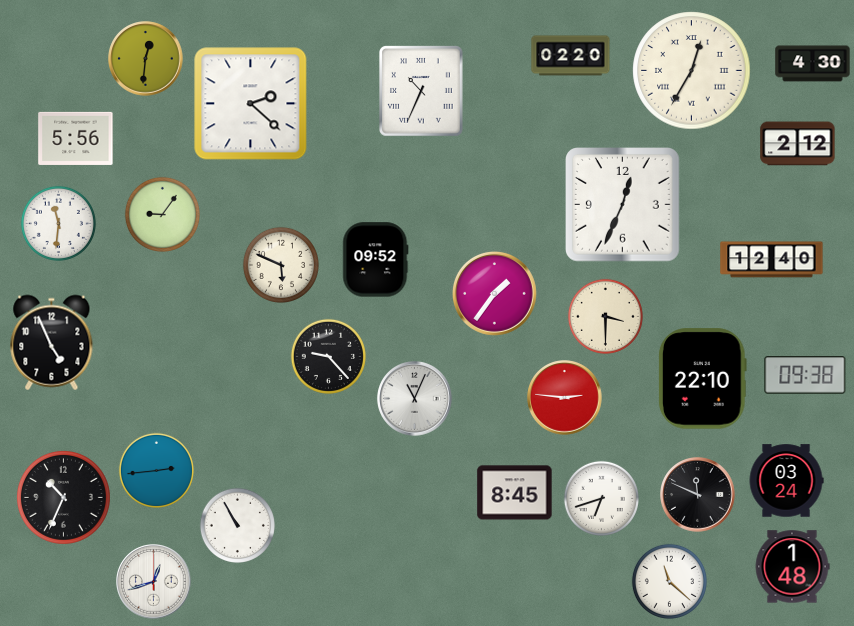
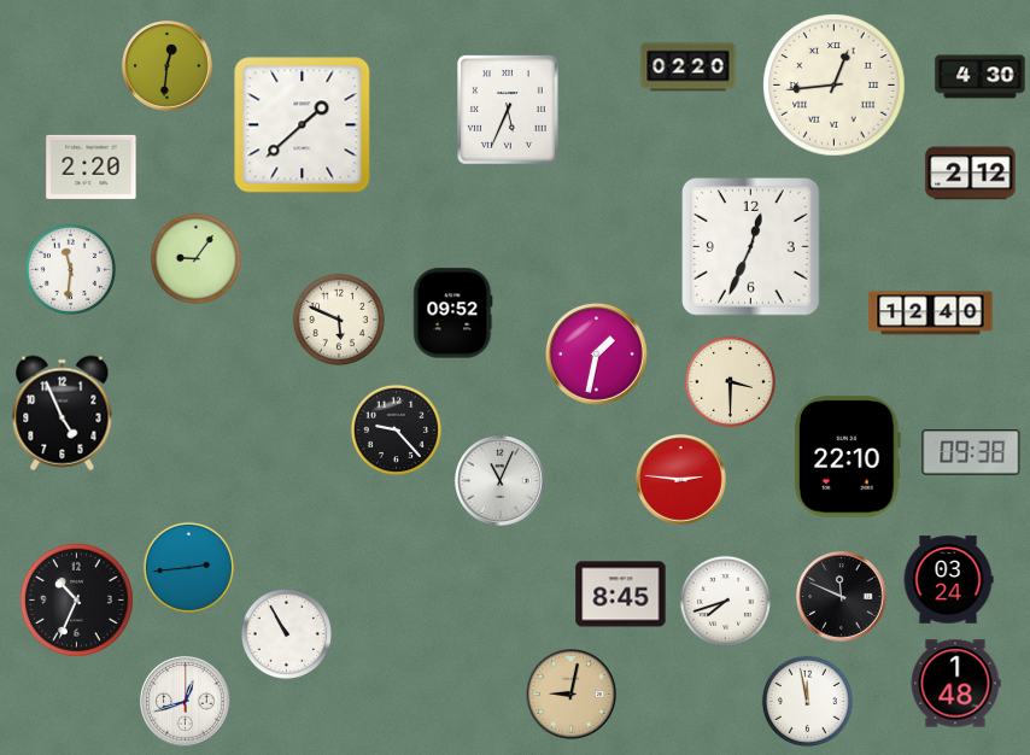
clock at (146, 59) position: (146, 59) -> (168, 66)
clock at (692, 71): 12:35 -> 12:44
clock at (421, 91): 10:34 -> 5:34
clock at (251, 104): 2:22 -> 1:38
clock at (76, 138): 5:56 -> 2:20
clock at (798, 144) position: (798, 144) -> (971, 174)
clock at (494, 293): 1:36 -> 1:32
clock at (601, 498): 6:42 -> 7:42
clock at (572, 695): none -> 9:02
clock at (669, 581): 11:22 -> 11:58
